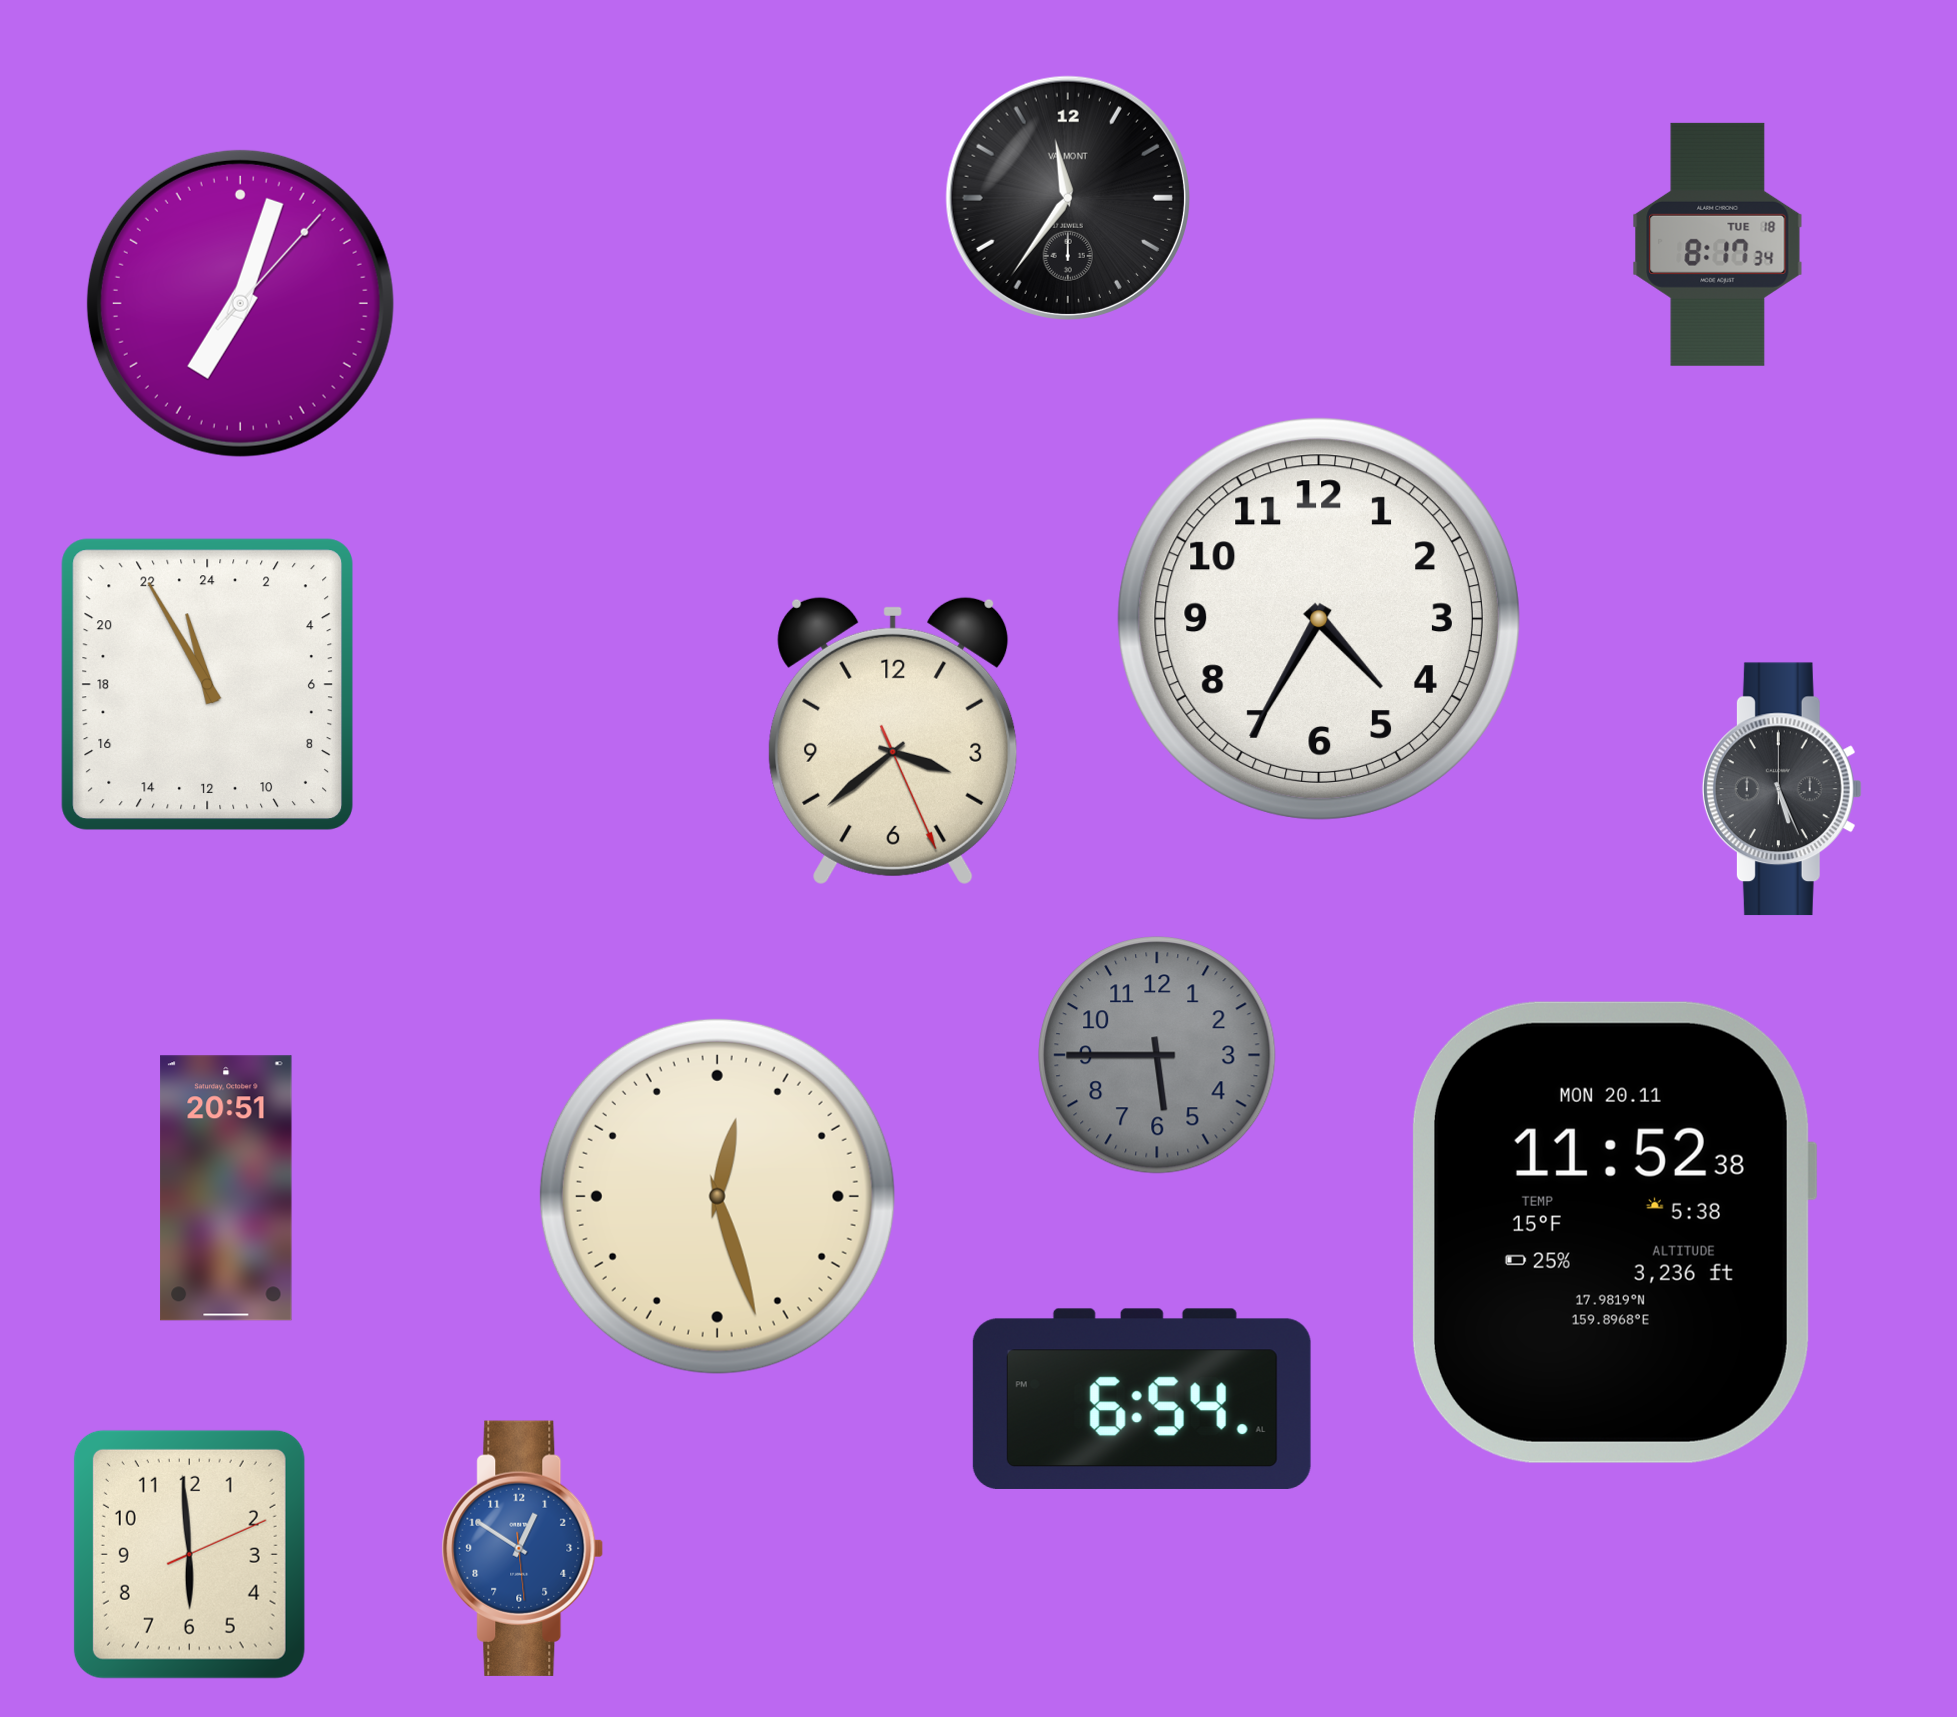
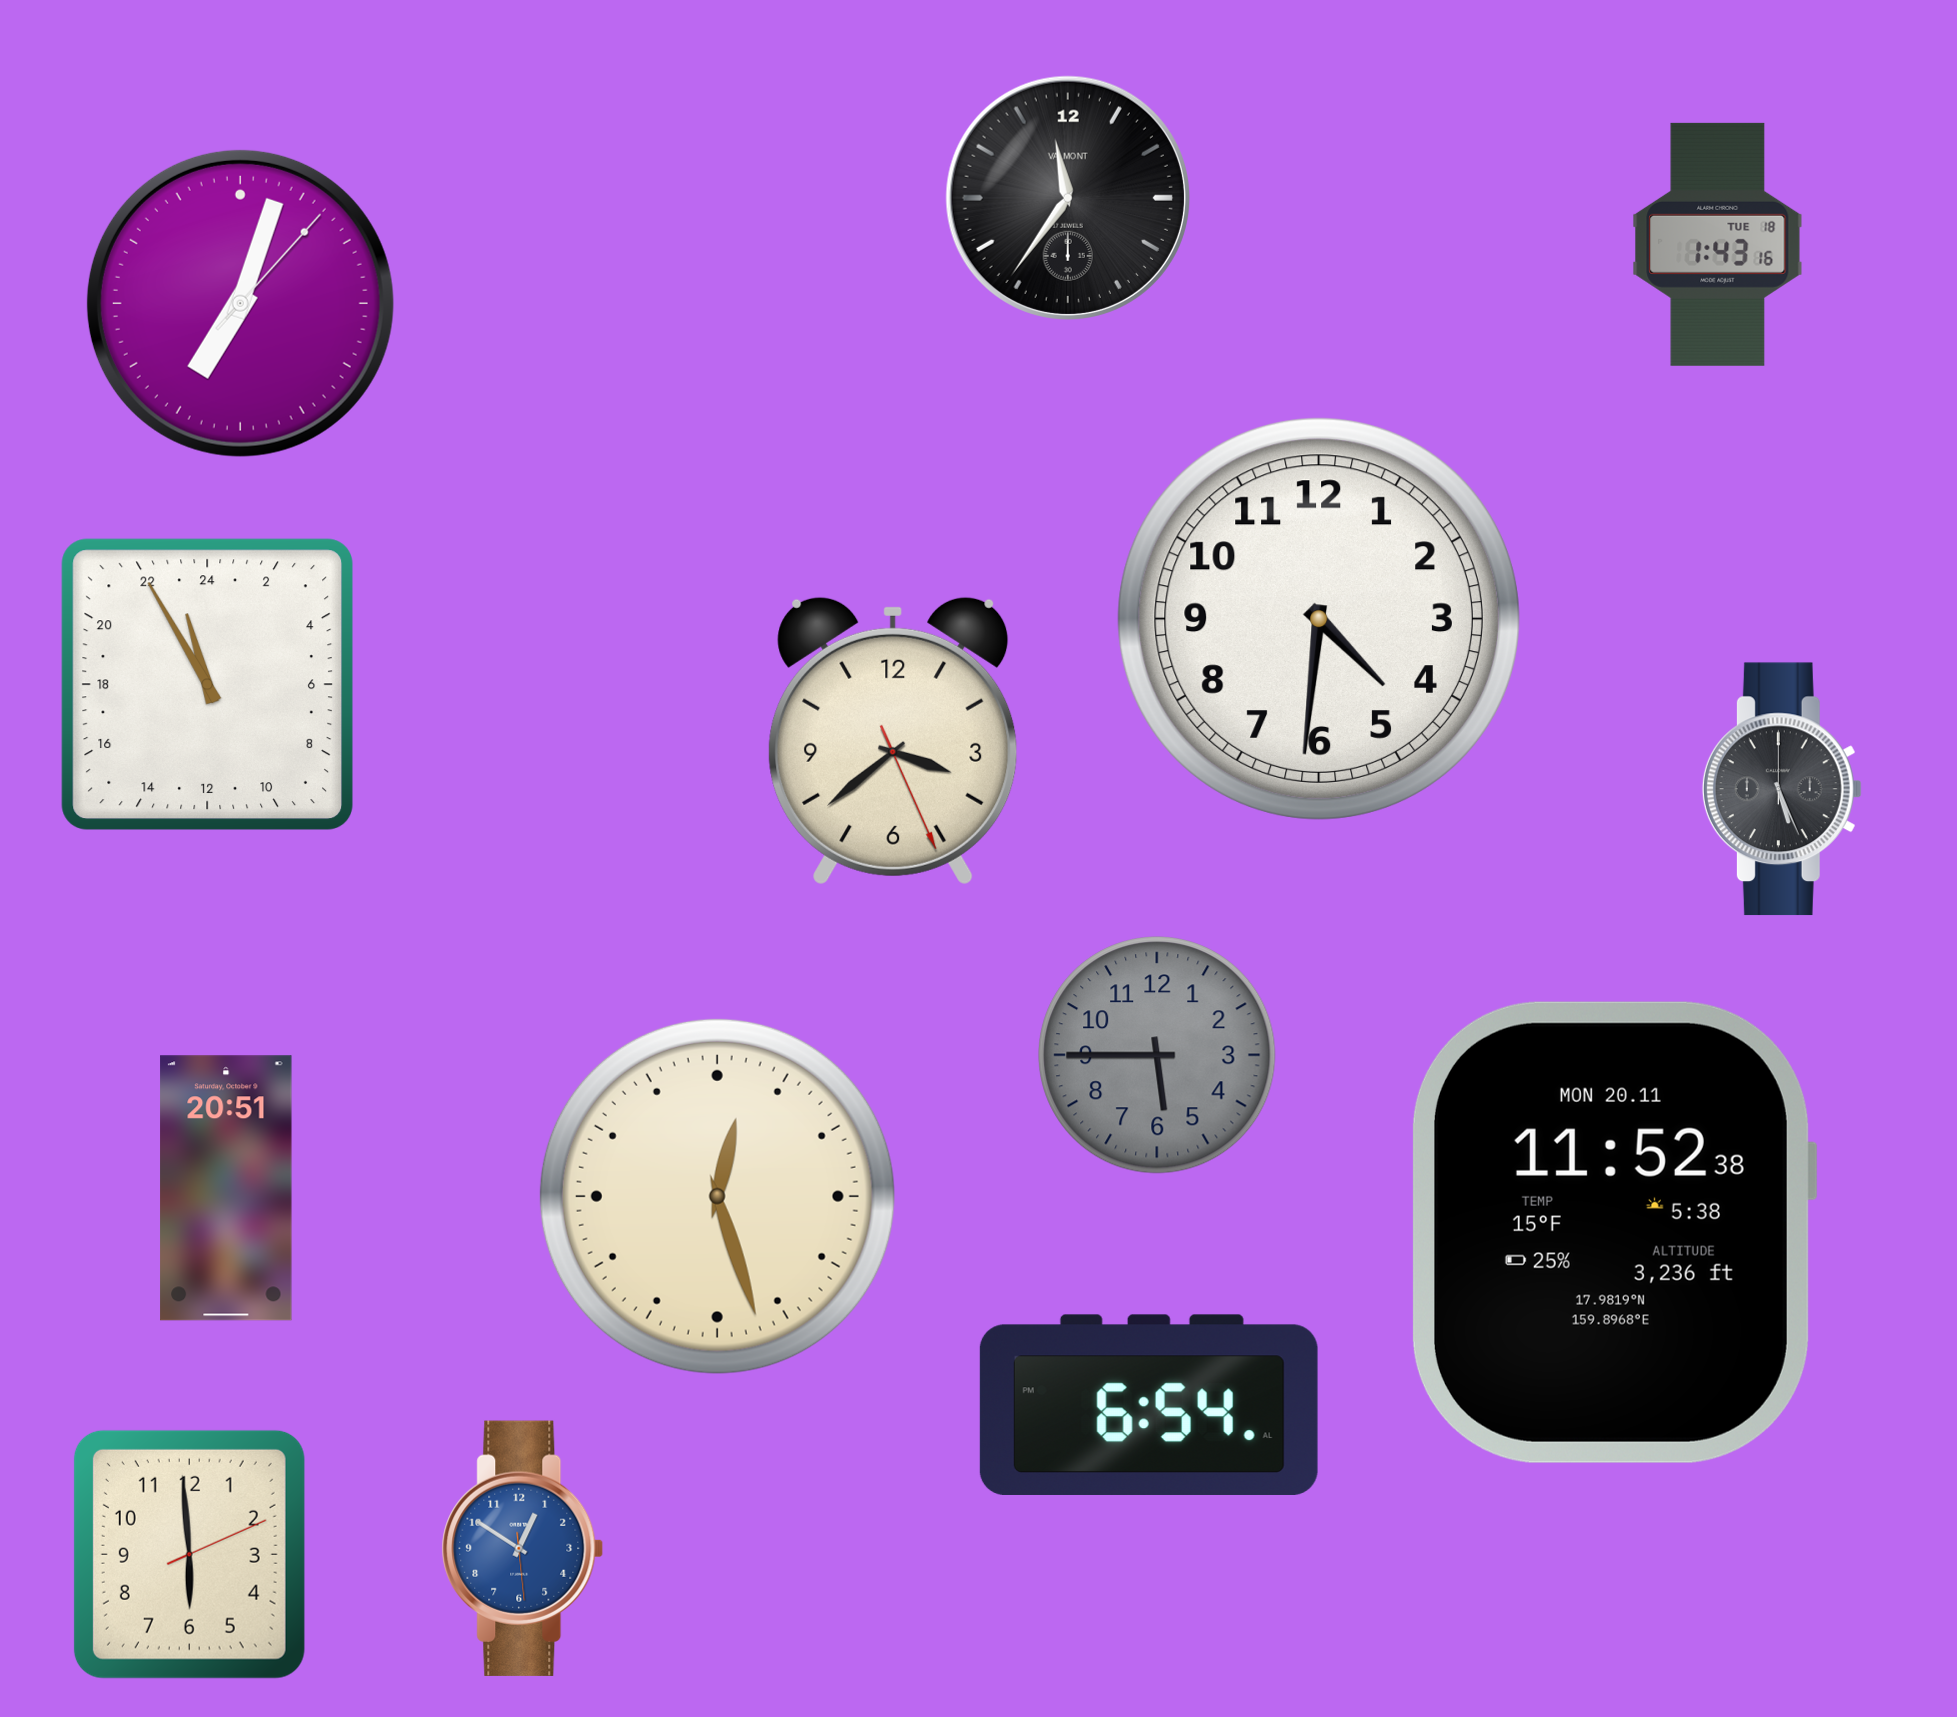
clock at (1718, 244): 8:17 -> 1:43
clock at (1319, 619): 4:35 -> 4:31
clock at (1142, 1399) position: (1142, 1399) -> (1149, 1405)
